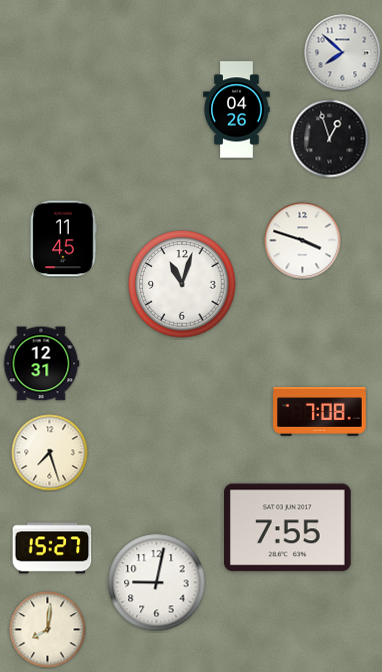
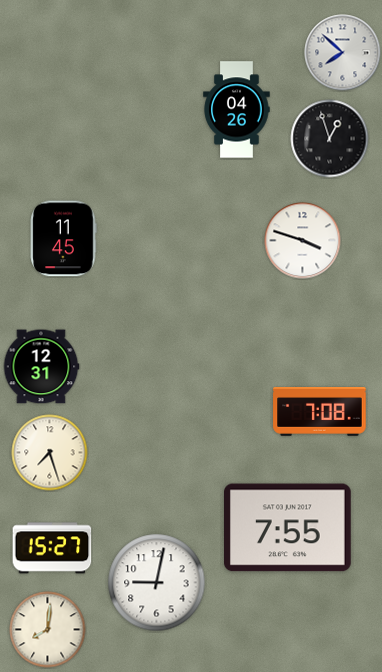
clock at (182, 284): 11:03 -> none
clock at (41, 364) position: (41, 364) -> (41, 367)
